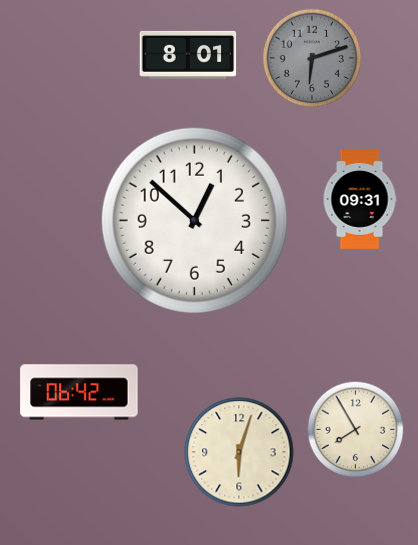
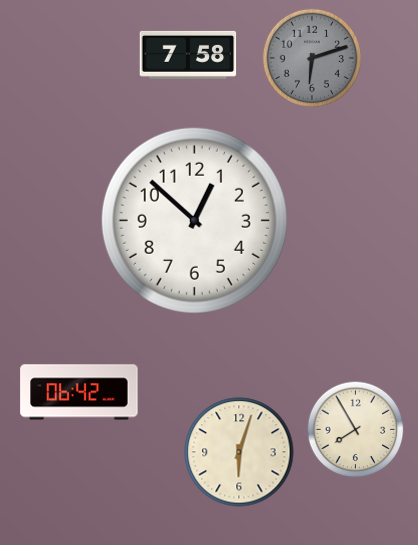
clock at (188, 55): 8:01 -> 7:58
clock at (360, 200): 09:31 -> none
